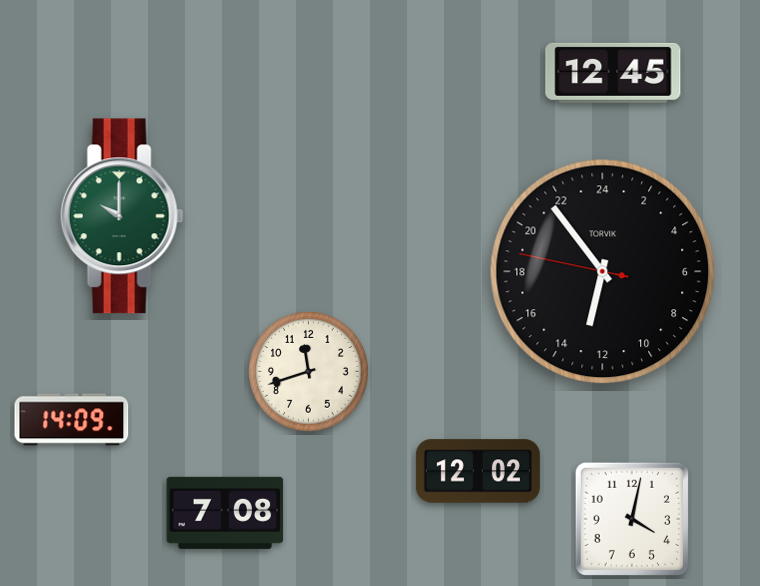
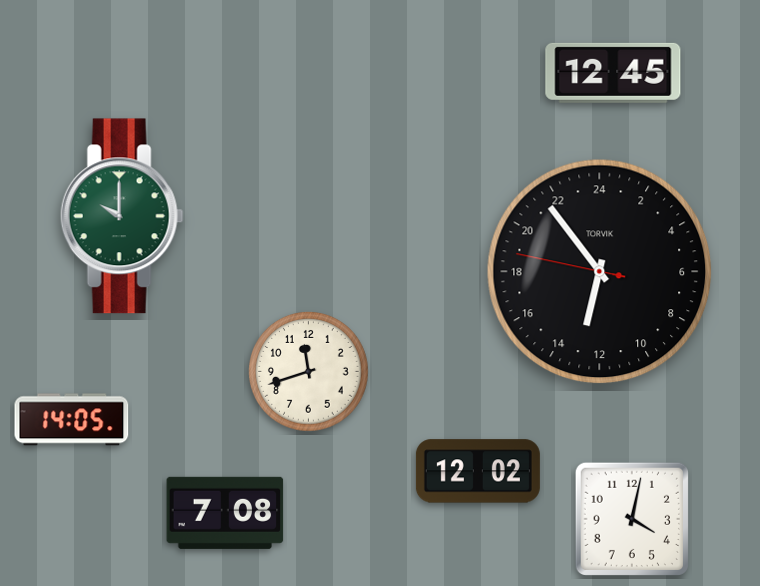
clock at (603, 272) position: (603, 272) -> (600, 272)
clock at (72, 420): 14:09 -> 14:05
